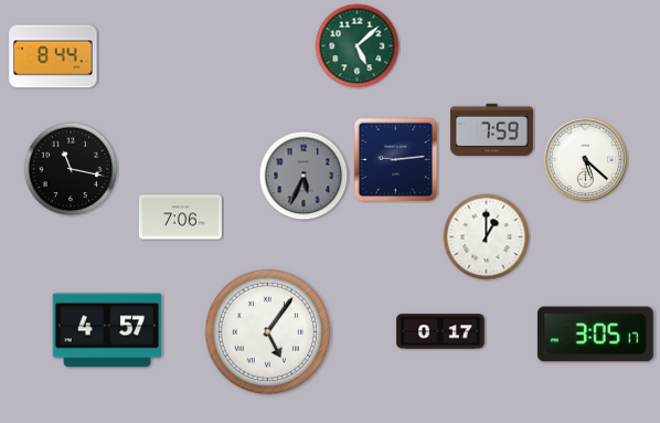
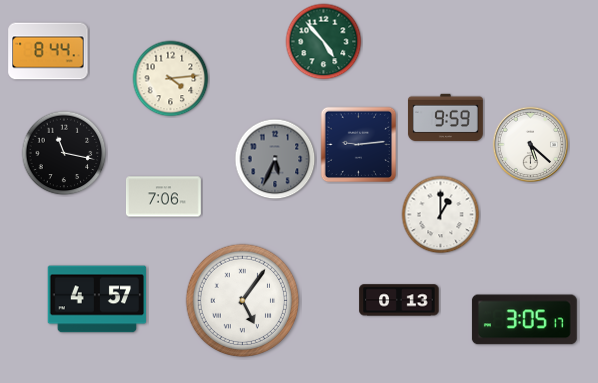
clock at (358, 46): 5:08 -> 4:53
clock at (171, 79): none -> 4:14
clock at (491, 130): 7:59 -> 9:59
clock at (440, 331): 0:17 -> 0:13
clock at (595, 335) position: (595, 335) -> (524, 320)
